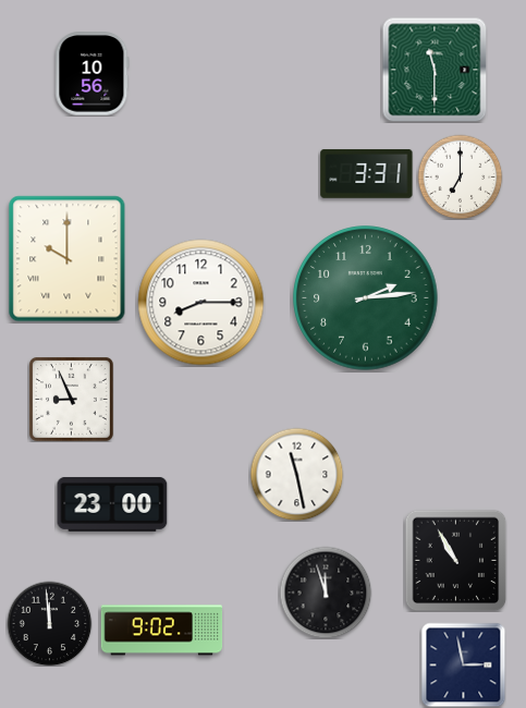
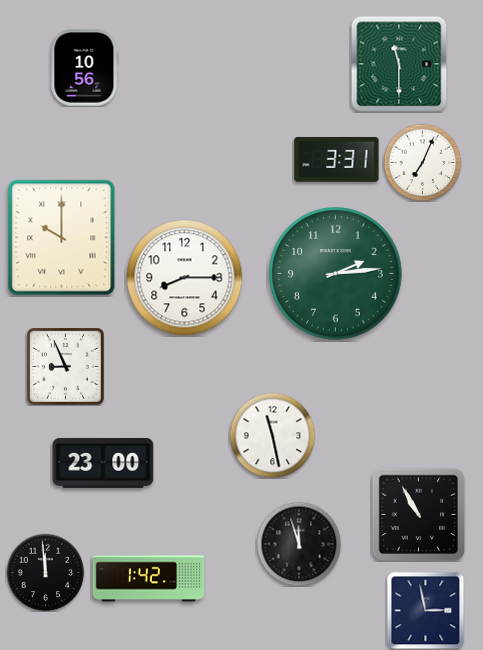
clock at (460, 176): 7:00 -> 7:04
clock at (162, 631): 9:02 -> 1:42
